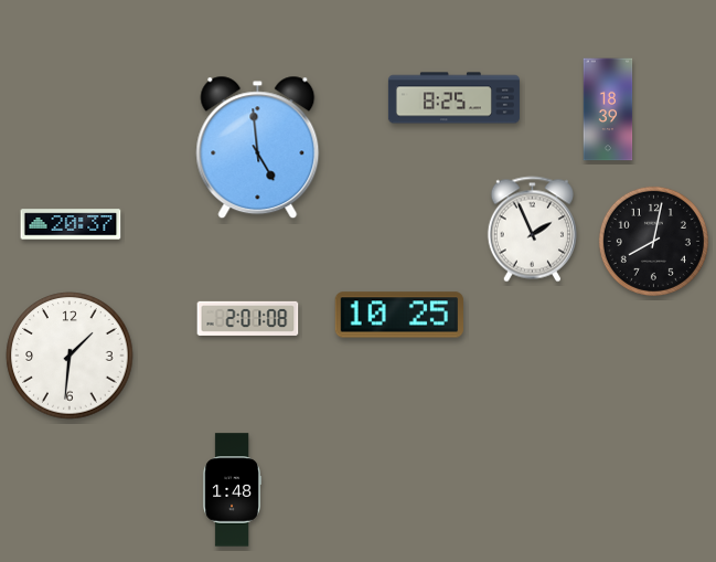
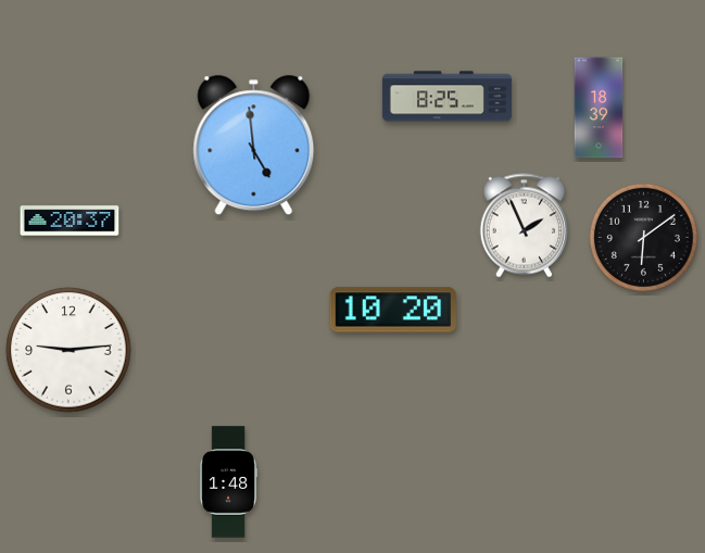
clock at (653, 241): 8:02 -> 6:09
clock at (398, 315): 10:25 -> 10:20
clock at (248, 318): 2:01 -> none
clock at (70, 356): 1:31 -> 9:14
